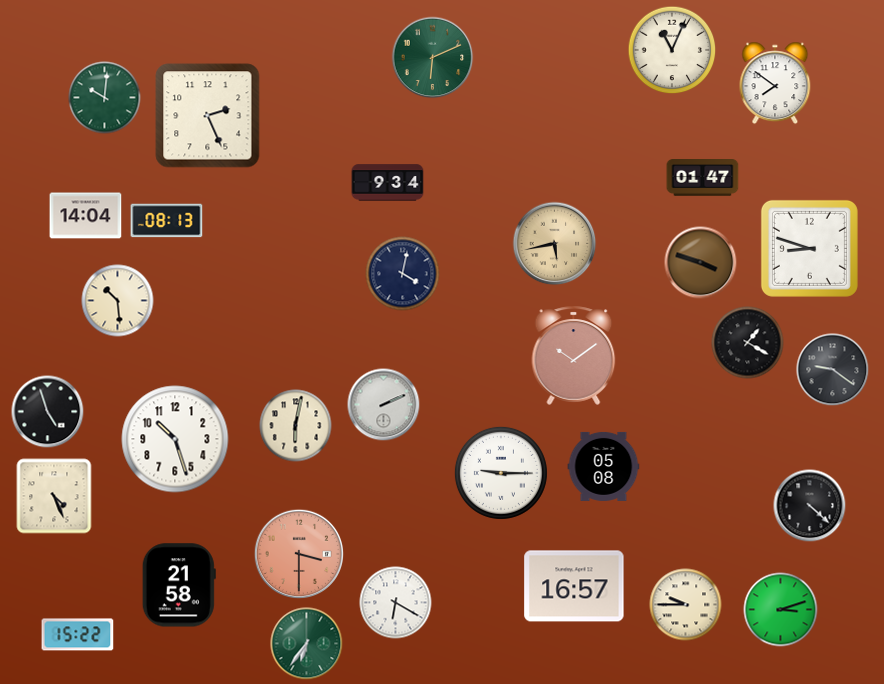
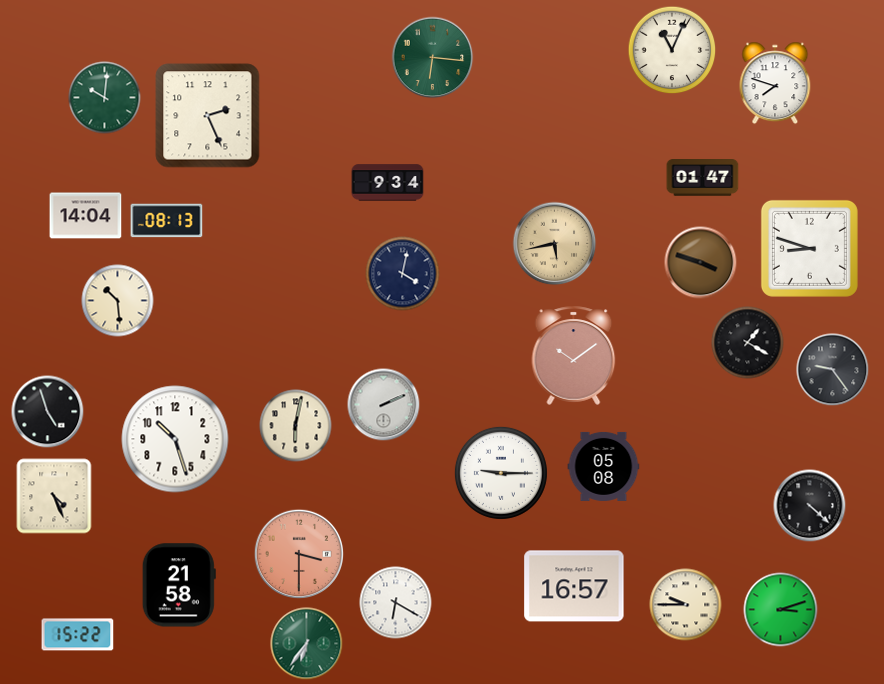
clock at (433, 58): 6:11 -> 6:16
clock at (775, 83): 7:51 -> 7:48
clock at (833, 370): 9:21 -> 9:24
